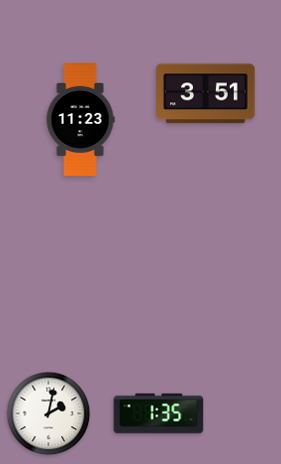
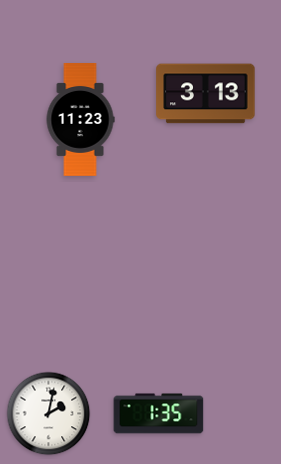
clock at (206, 94): 3:51 -> 3:13
